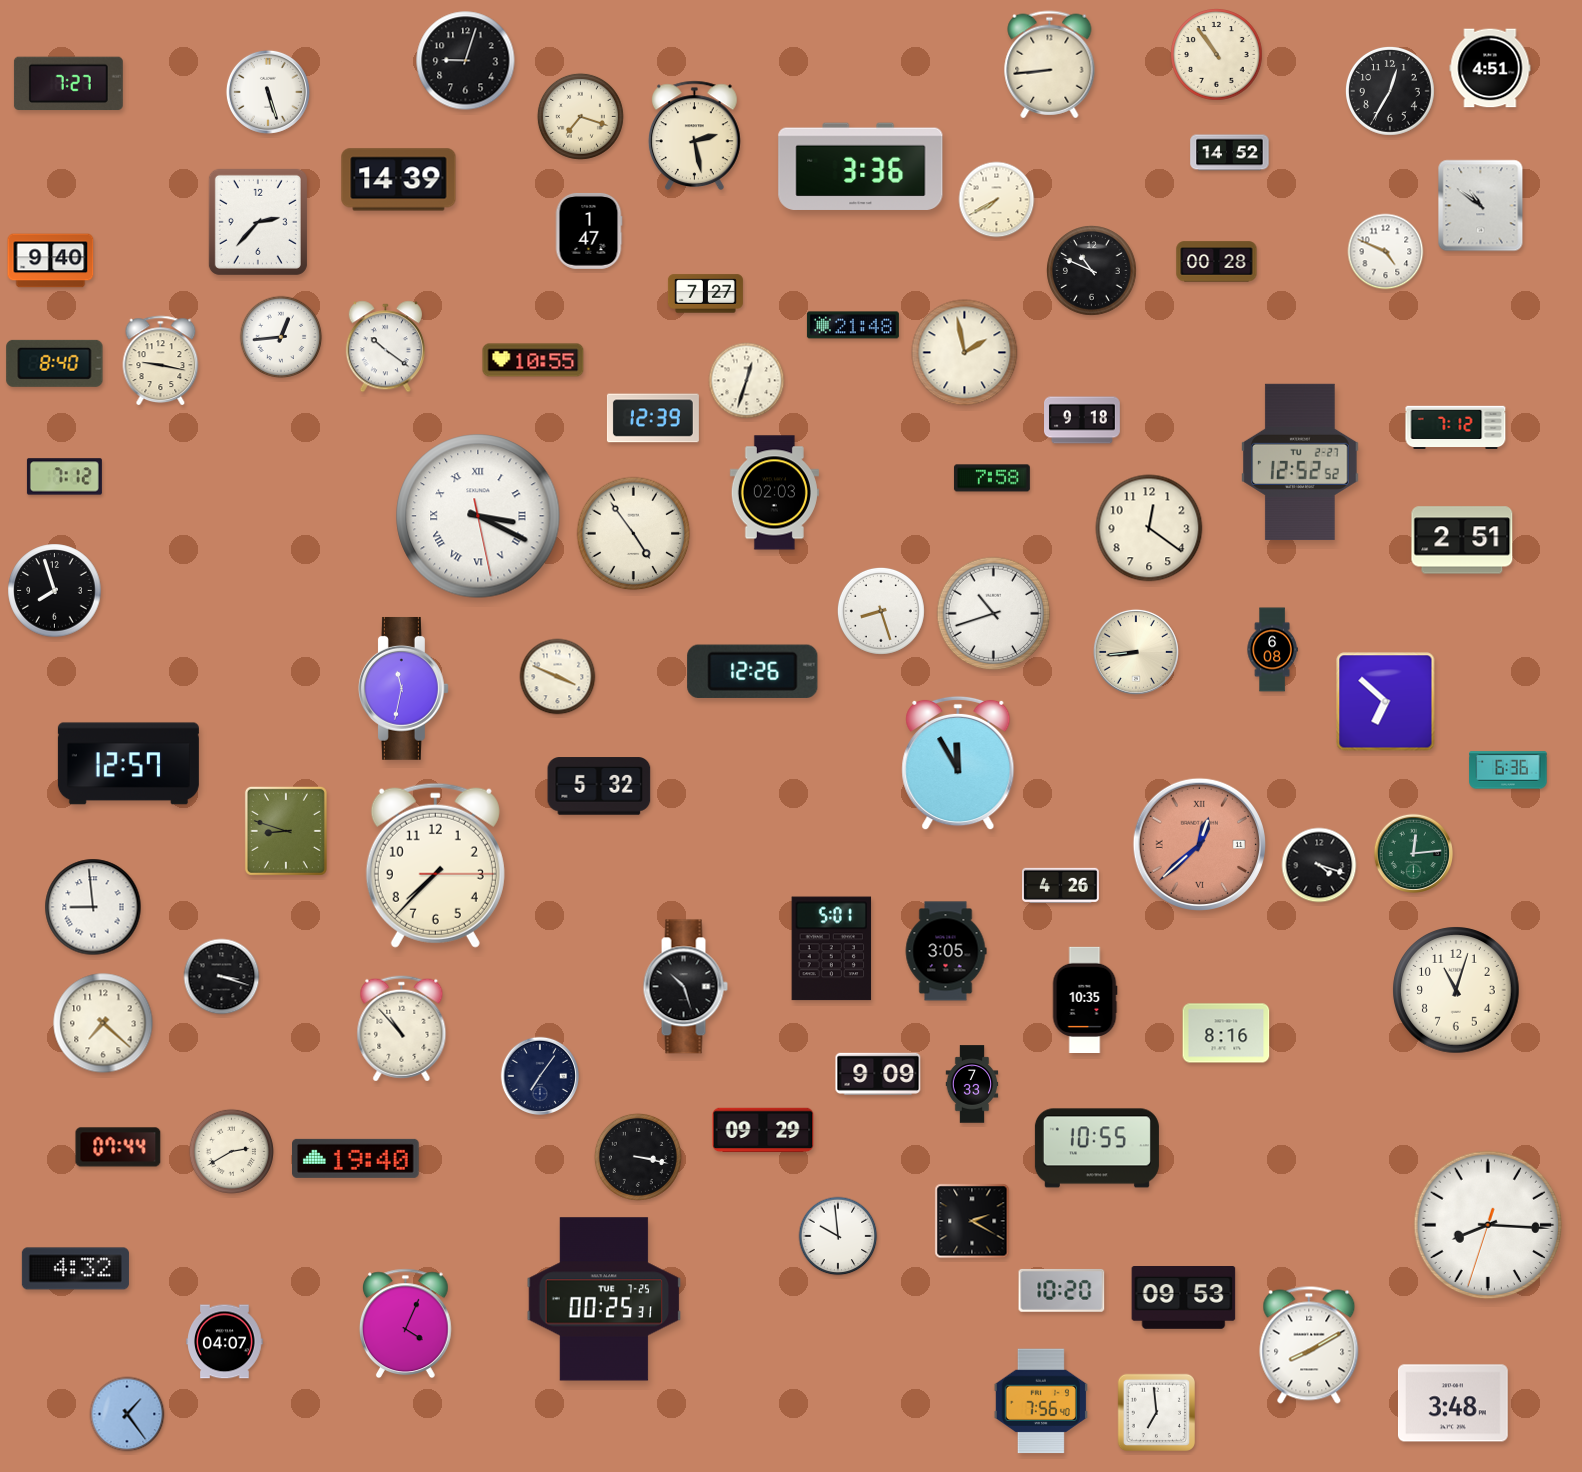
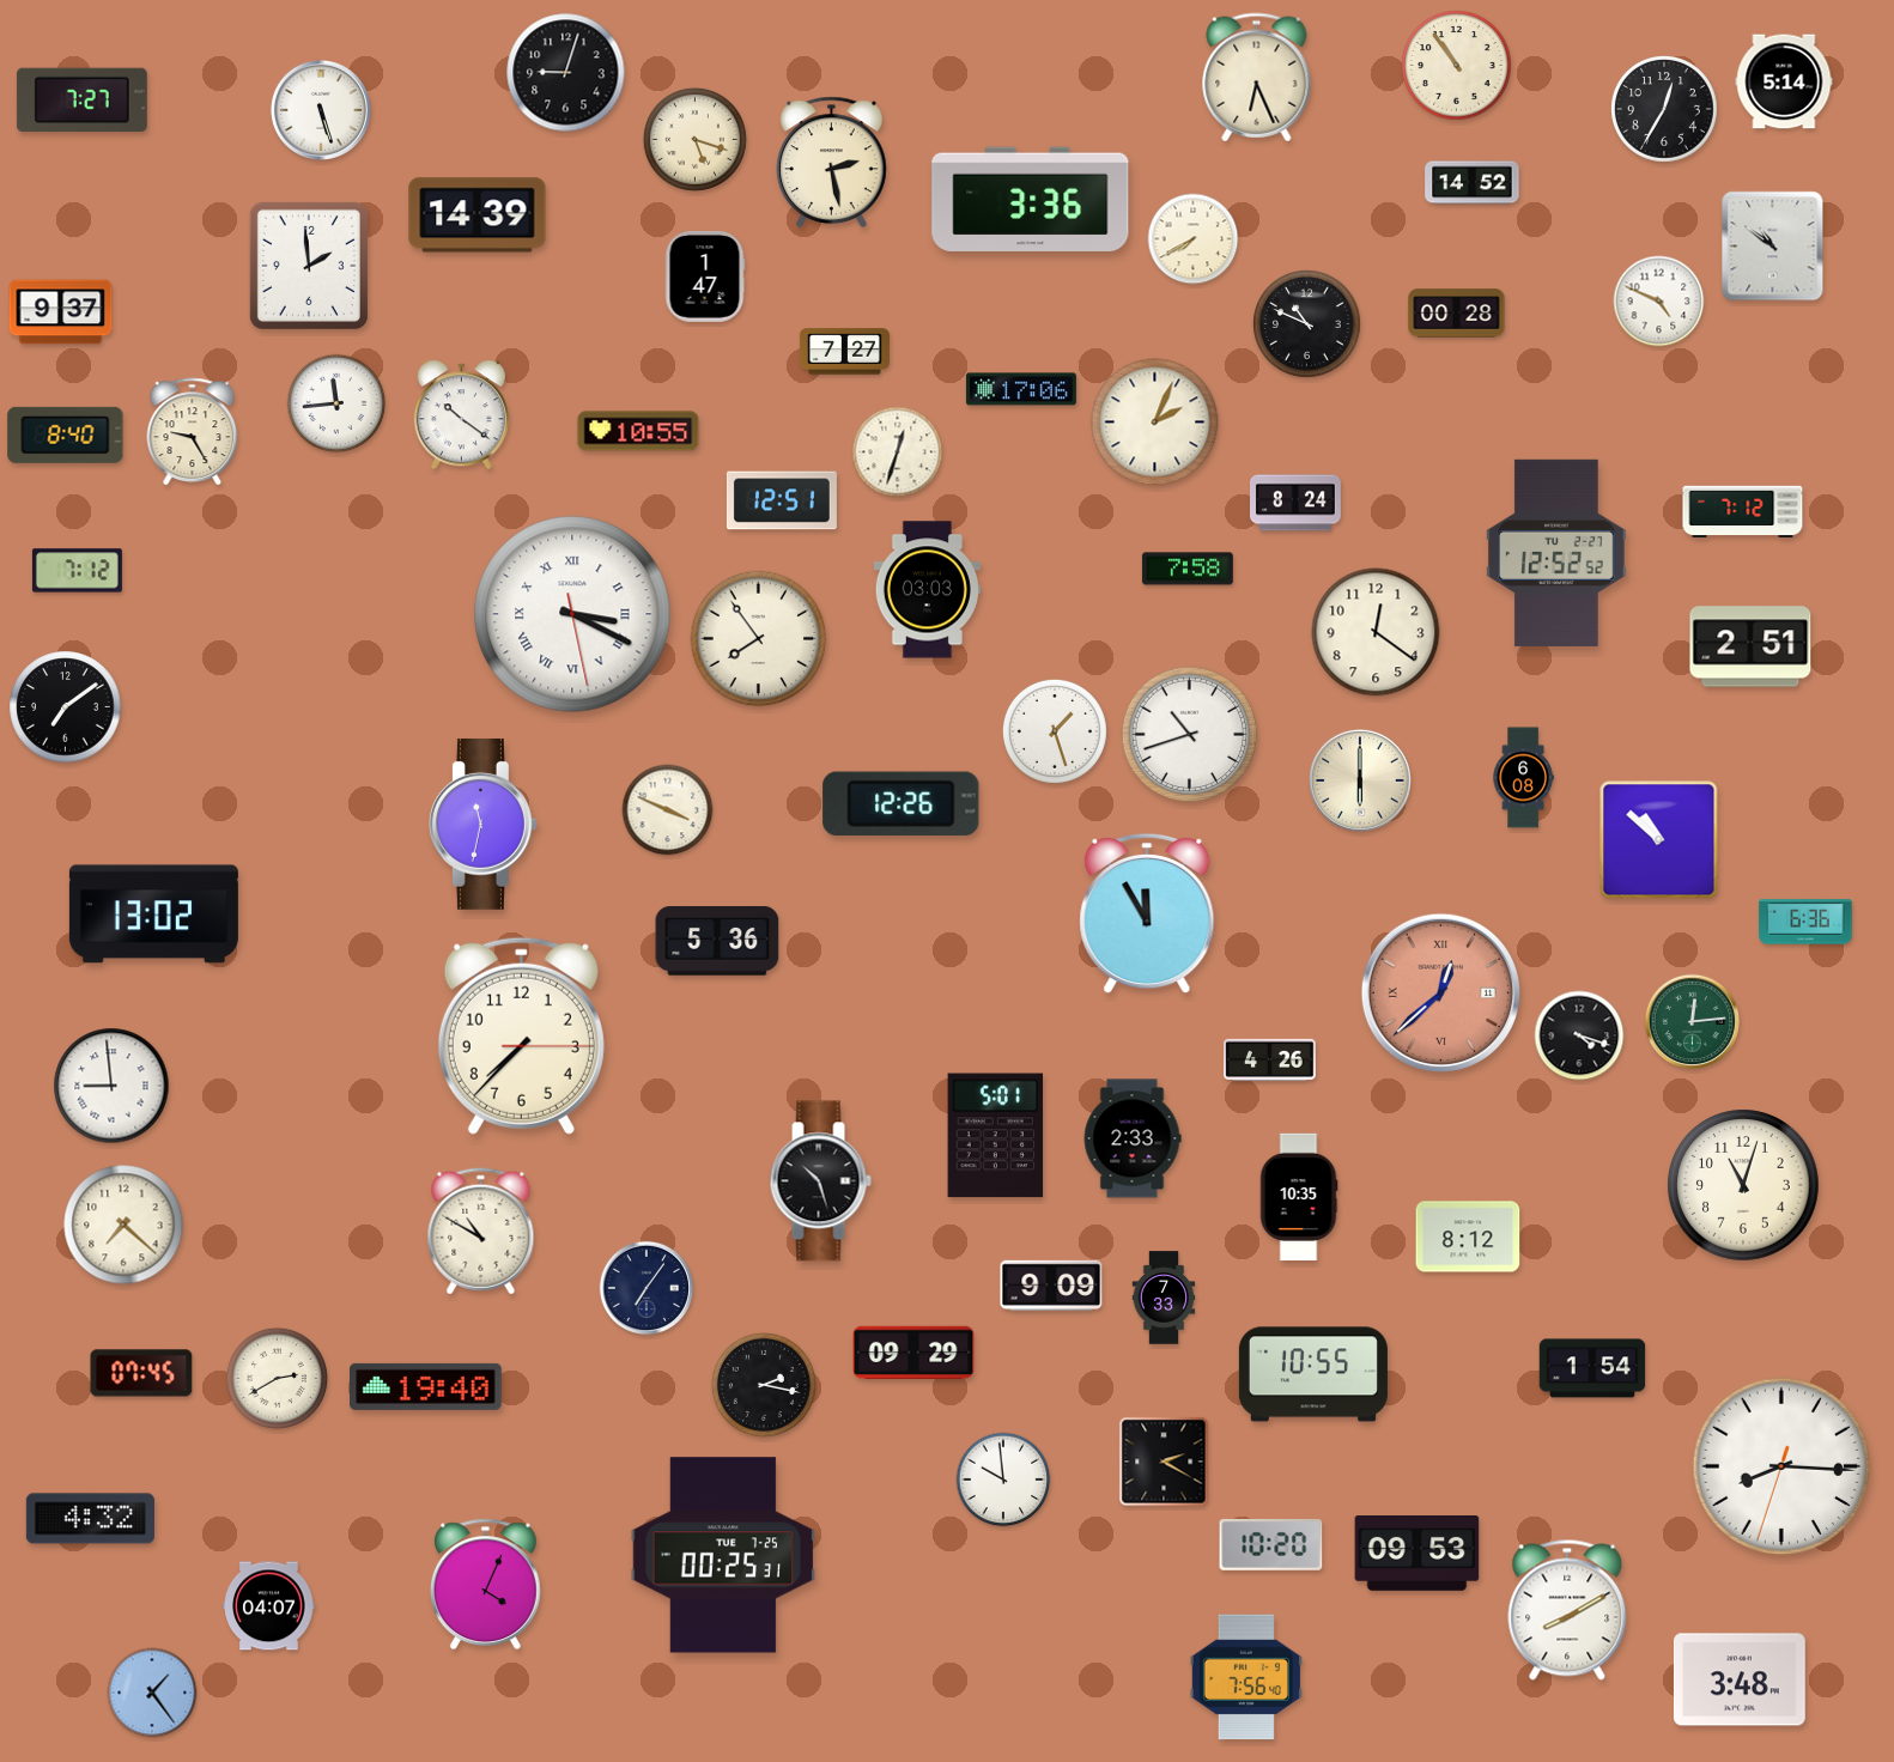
clock at (466, 61) position: (466, 61) -> (566, 73)
clock at (1050, 65): 8:44 -> 6:26
clock at (1490, 68): 4:51 -> 5:14
clock at (580, 116): 7:18 -> 5:18
clock at (258, 222): 2:37 -> 1:59
clock at (51, 261): 9:40 -> 9:37
clock at (853, 325): 21:48 -> 17:06
clock at (281, 337): 12:44 -> 11:44
clock at (965, 353): 1:58 -> 2:04
clock at (161, 361): 9:17 -> 9:25
clock at (747, 381) position: (747, 381) -> (898, 452)
clock at (653, 418): 12:39 -> 12:51
clock at (1083, 420): 9:18 -> 8:24
clock at (992, 478) position: (992, 478) -> (1188, 569)
clock at (774, 493): 02:03 -> 03:03
clock at (478, 516) position: (478, 516) -> (572, 614)
clock at (634, 534): 4:54 -> 7:54
clock at (55, 591): 7:57 -> 7:09
clock at (881, 611): 8:27 -> 1:27
clock at (1136, 652): 8:44 -> 6:00
clock at (1386, 702): 6:52 -> 10:52
clock at (128, 764): 12:57 -> 13:02
clock at (599, 786): 5:32 -> 5:36
clock at (286, 831): 8:48 -> none
clock at (1199, 844) position: (1199, 844) -> (1440, 992)
clock at (946, 951): 3:05 -> 2:33
clock at (222, 977): 3:18 -> none
clock at (402, 1029): 10:53 -> 10:50
clock at (1226, 1033): 8:16 -> 8:12
clock at (1592, 1368): none -> 1:54
clock at (118, 1147): 07:44 -> 07:45
clock at (638, 1157): 3:17 -> 2:17
clock at (1156, 1412): 6:59 -> none
